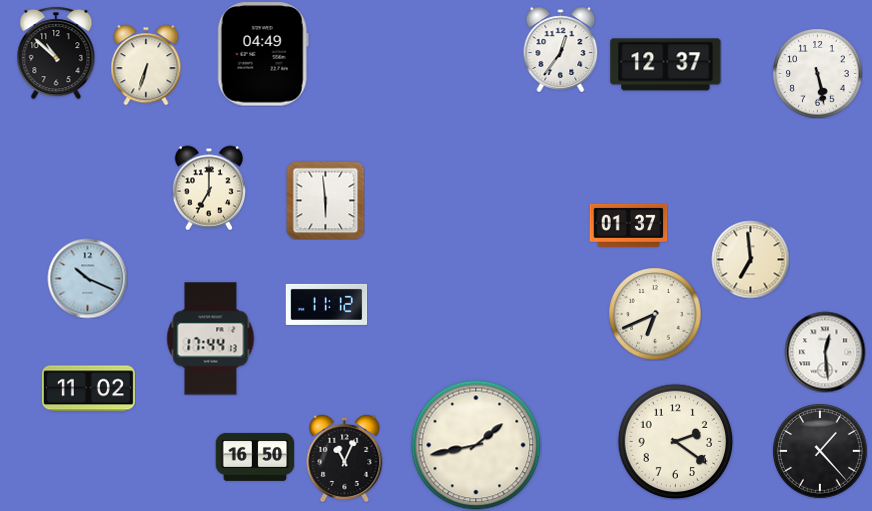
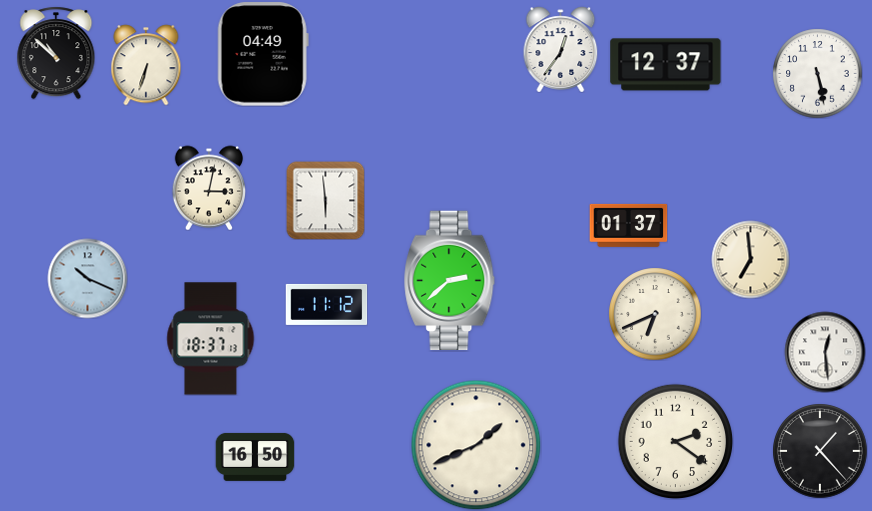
clock at (209, 188): 7:00 -> 3:02
clock at (450, 281): none -> 2:38
clock at (211, 339): 17:44 -> 18:37
clock at (88, 389): 11:02 -> none
clock at (476, 445): 1:43 -> 1:41
clock at (345, 458): 11:04 -> none
